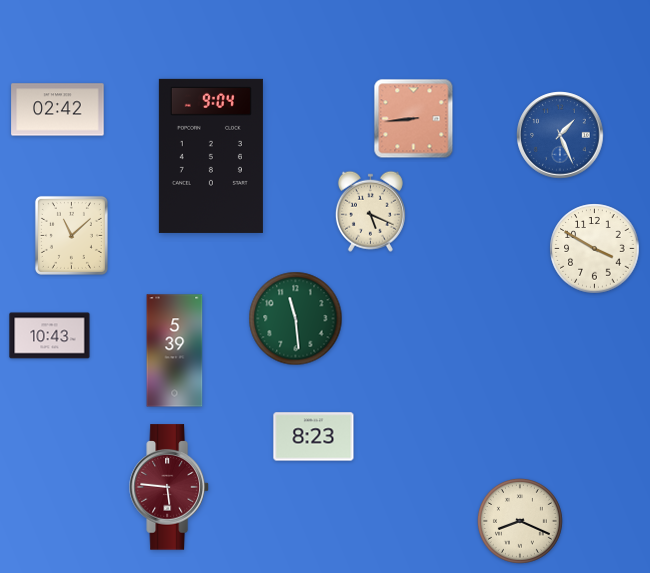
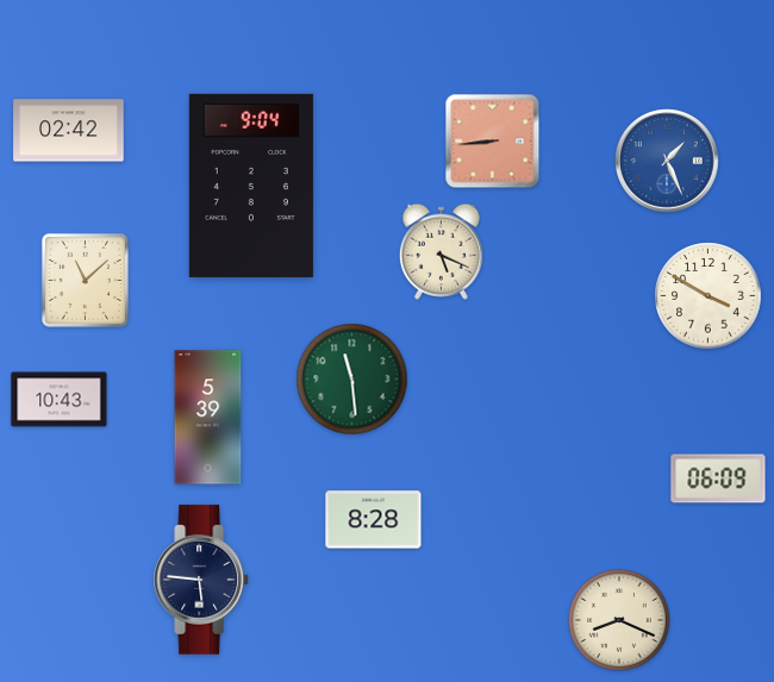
clock at (718, 478): none -> 06:09
clock at (314, 437): 8:23 -> 8:28
clock at (170, 487) dial: burgundy -> navy
